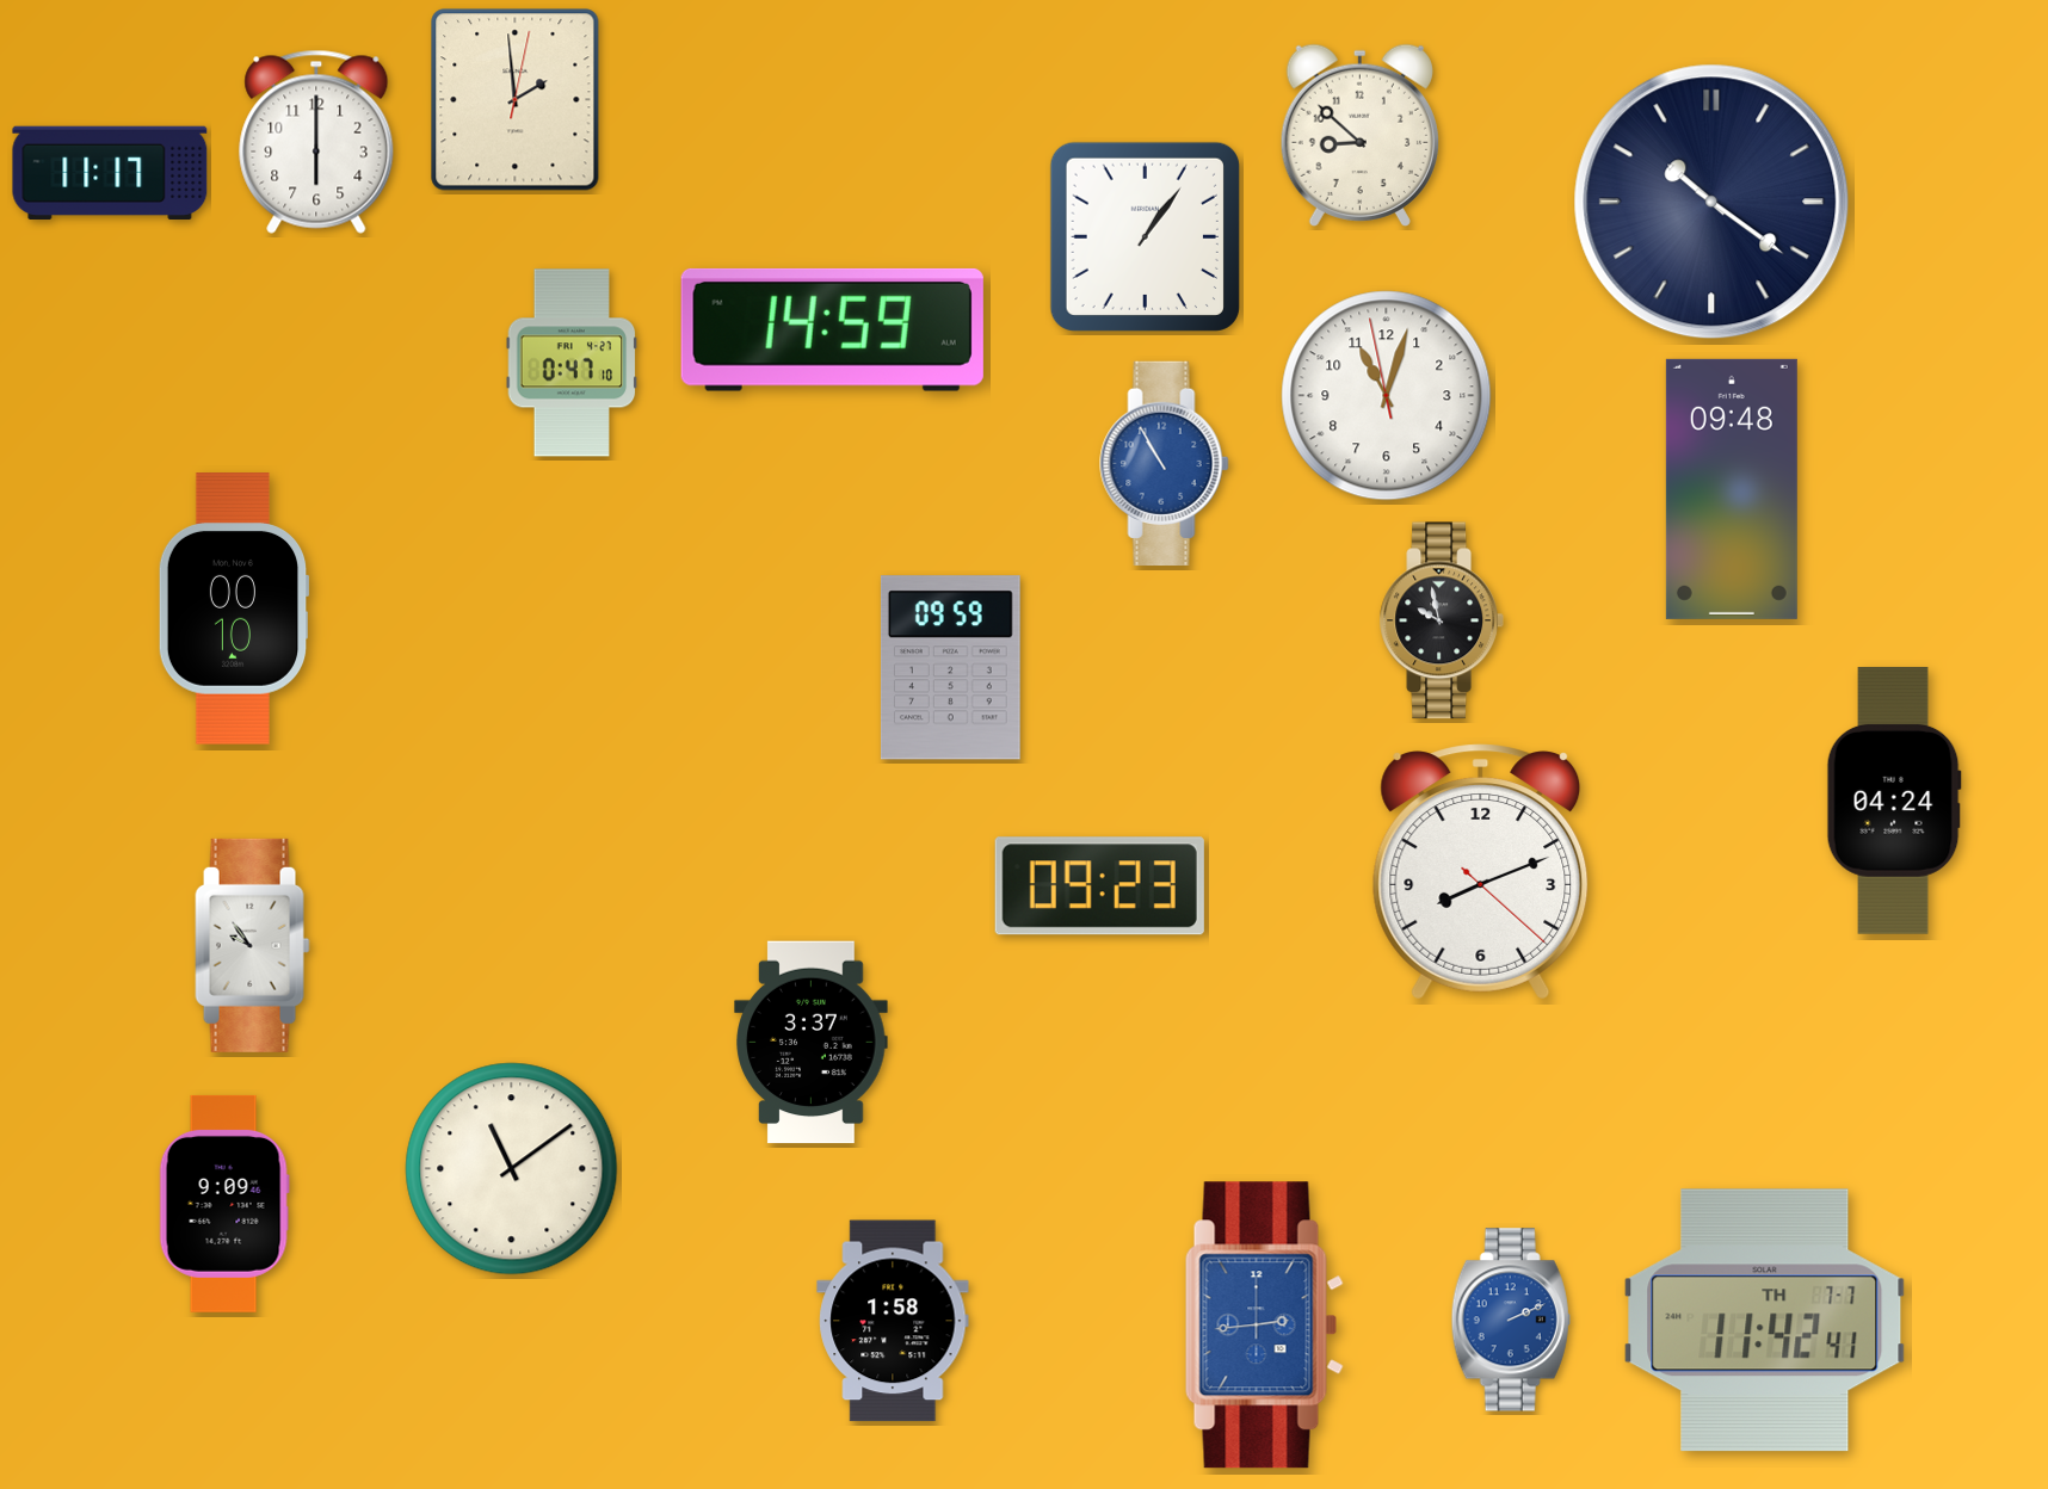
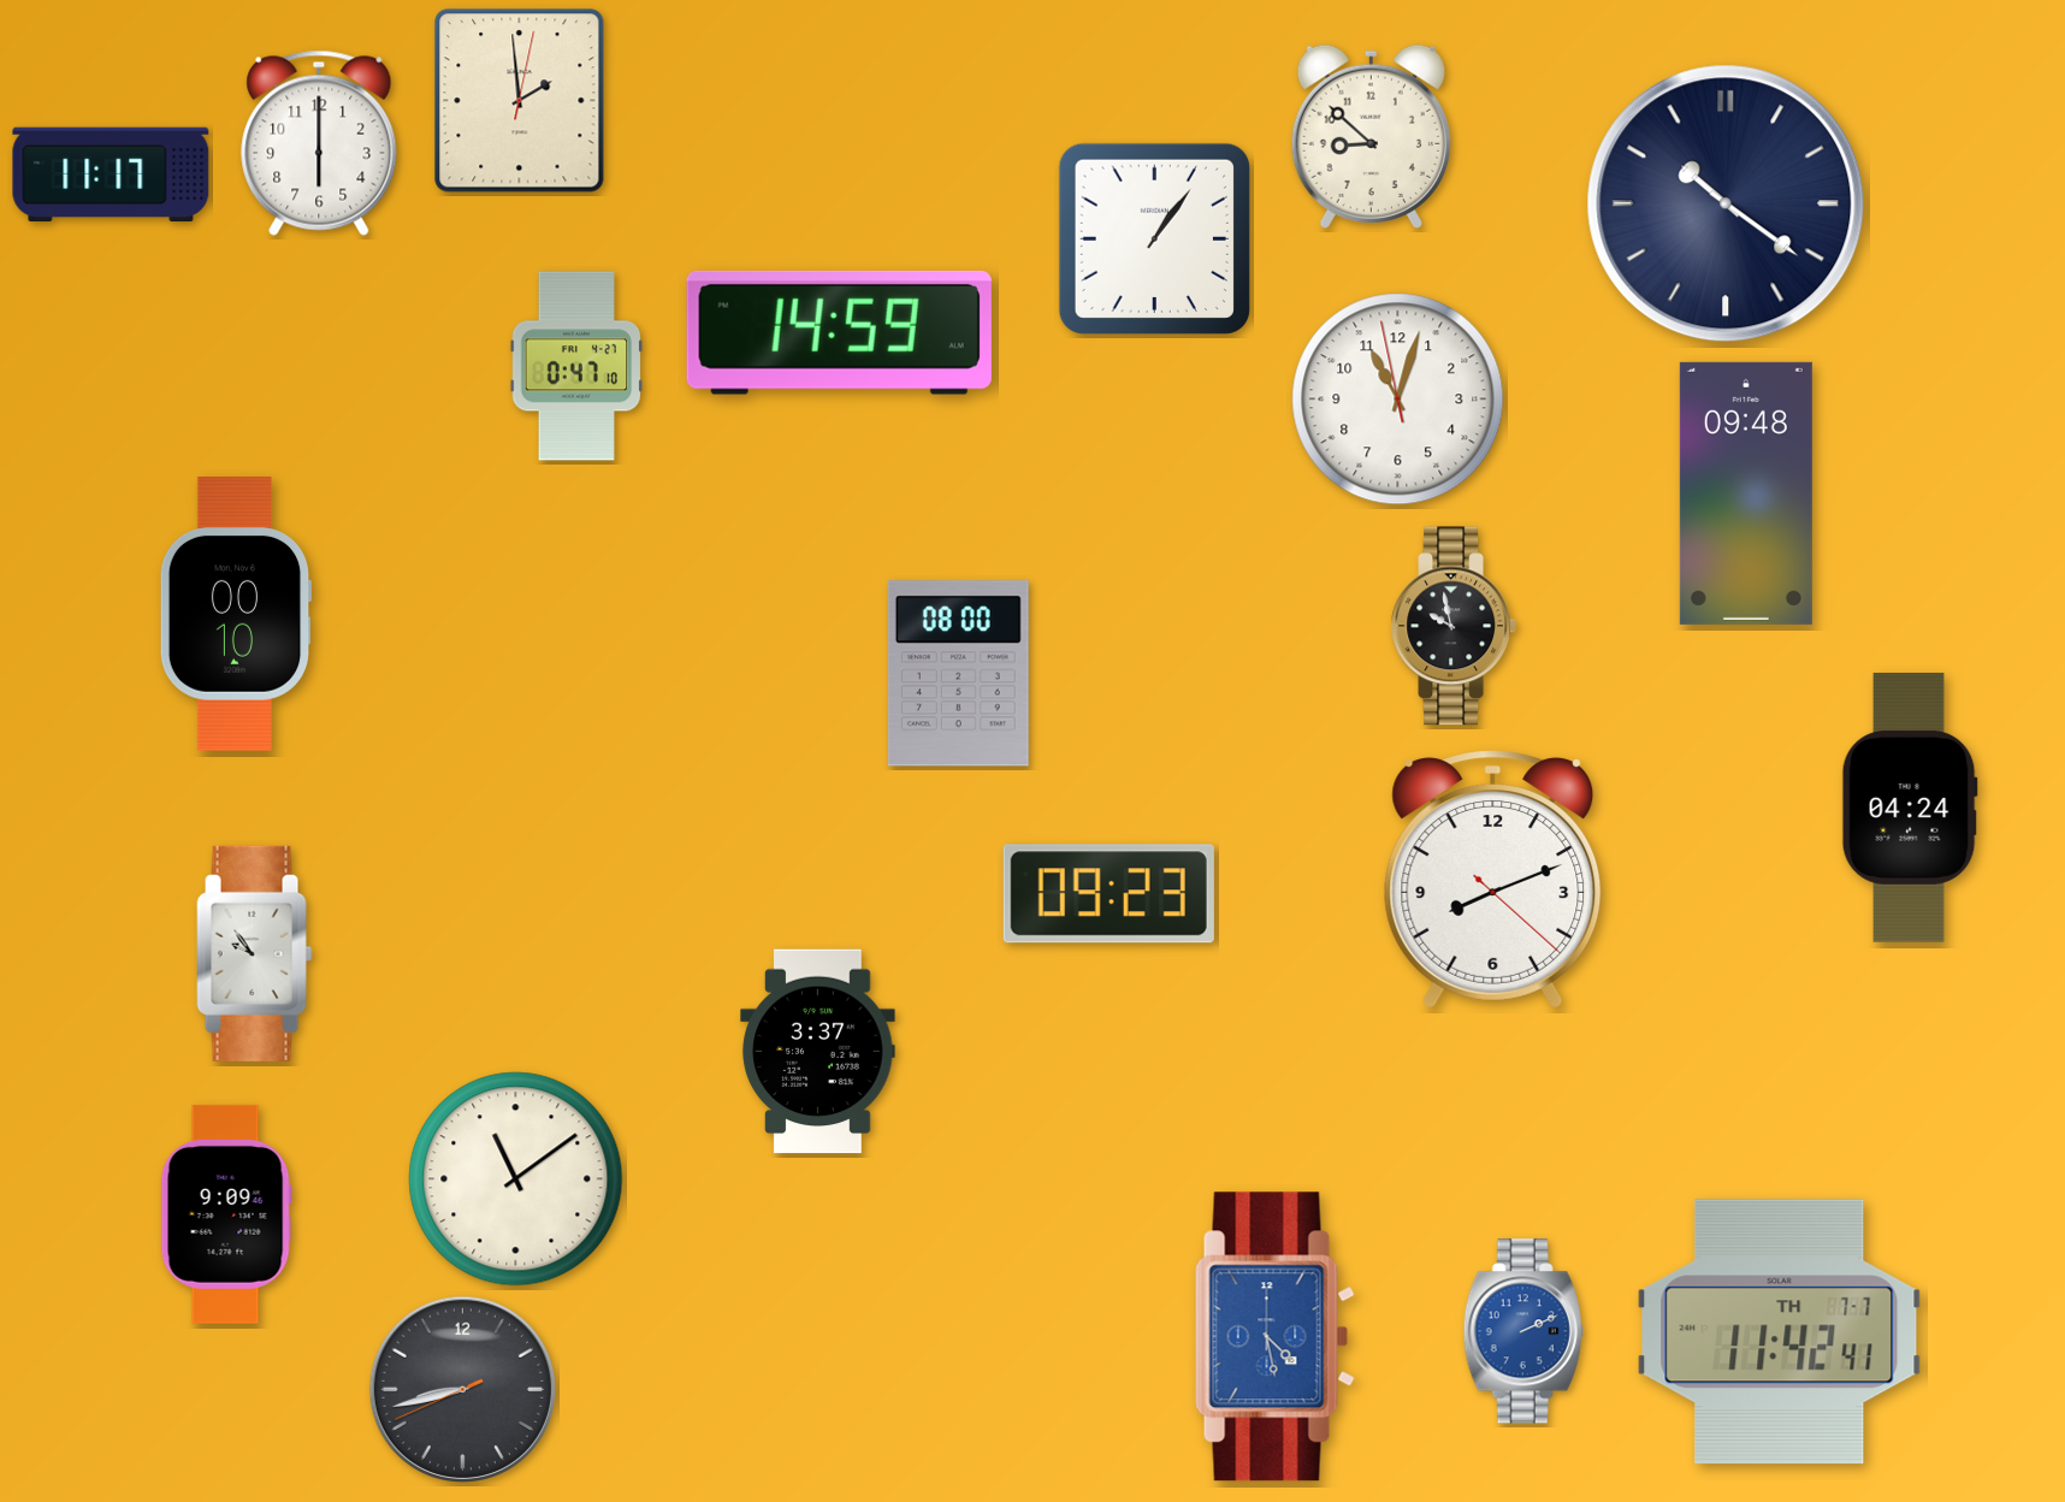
clock at (1165, 464): 10:55 -> none
clock at (950, 668): 09:59 -> 08:00
clock at (893, 1321): 1:58 -> none
clock at (1264, 1326): 2:44 -> 4:28
clock at (462, 1389): none -> 8:42
